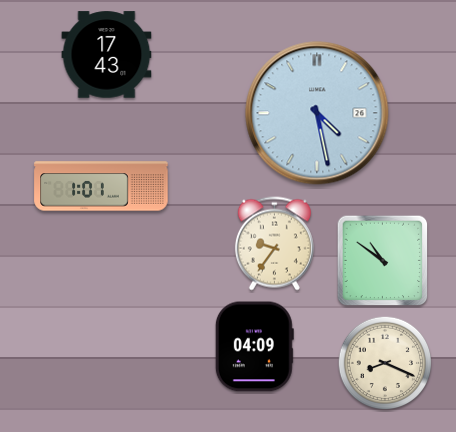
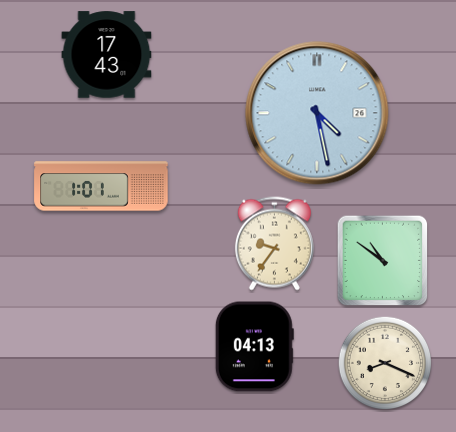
clock at (254, 347): 04:09 -> 04:13
